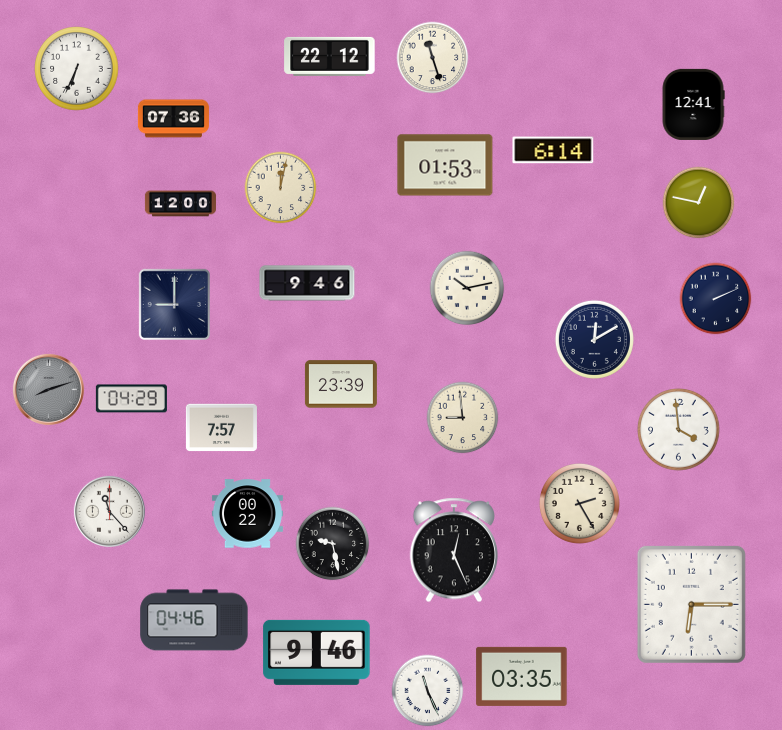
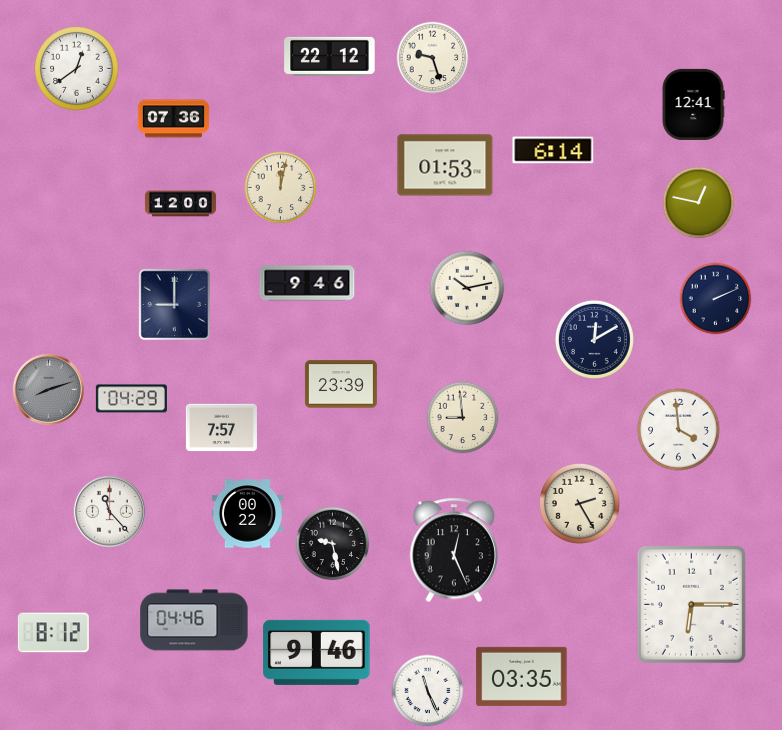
clock at (433, 58): 11:27 -> 9:27
clock at (77, 69): 6:34 -> 12:39
clock at (53, 633): none -> 8:12
